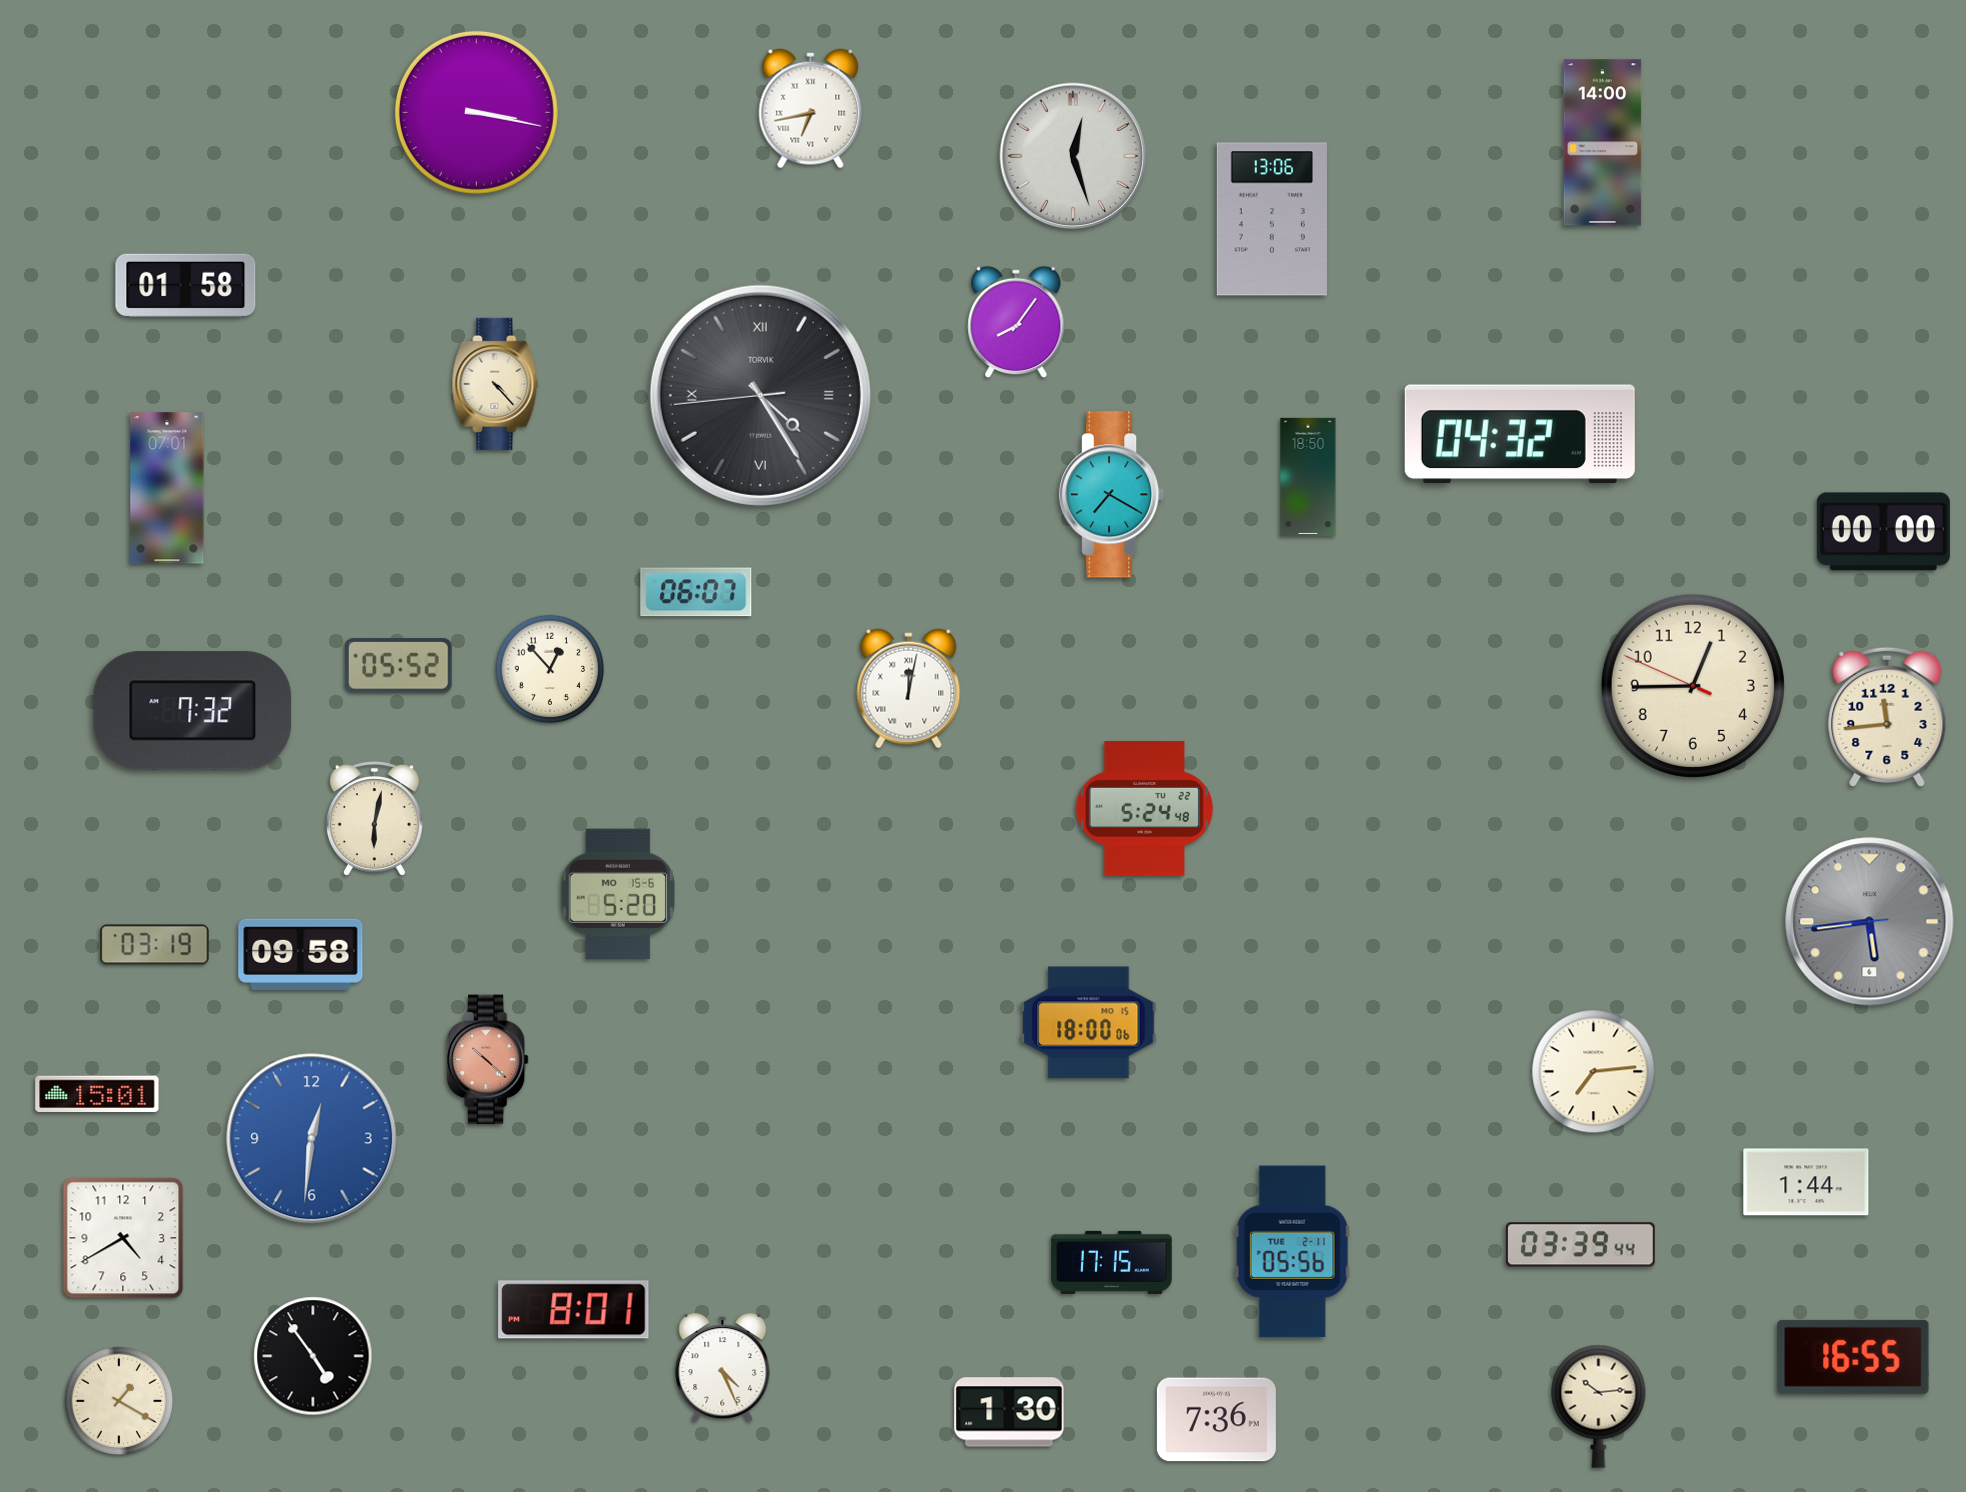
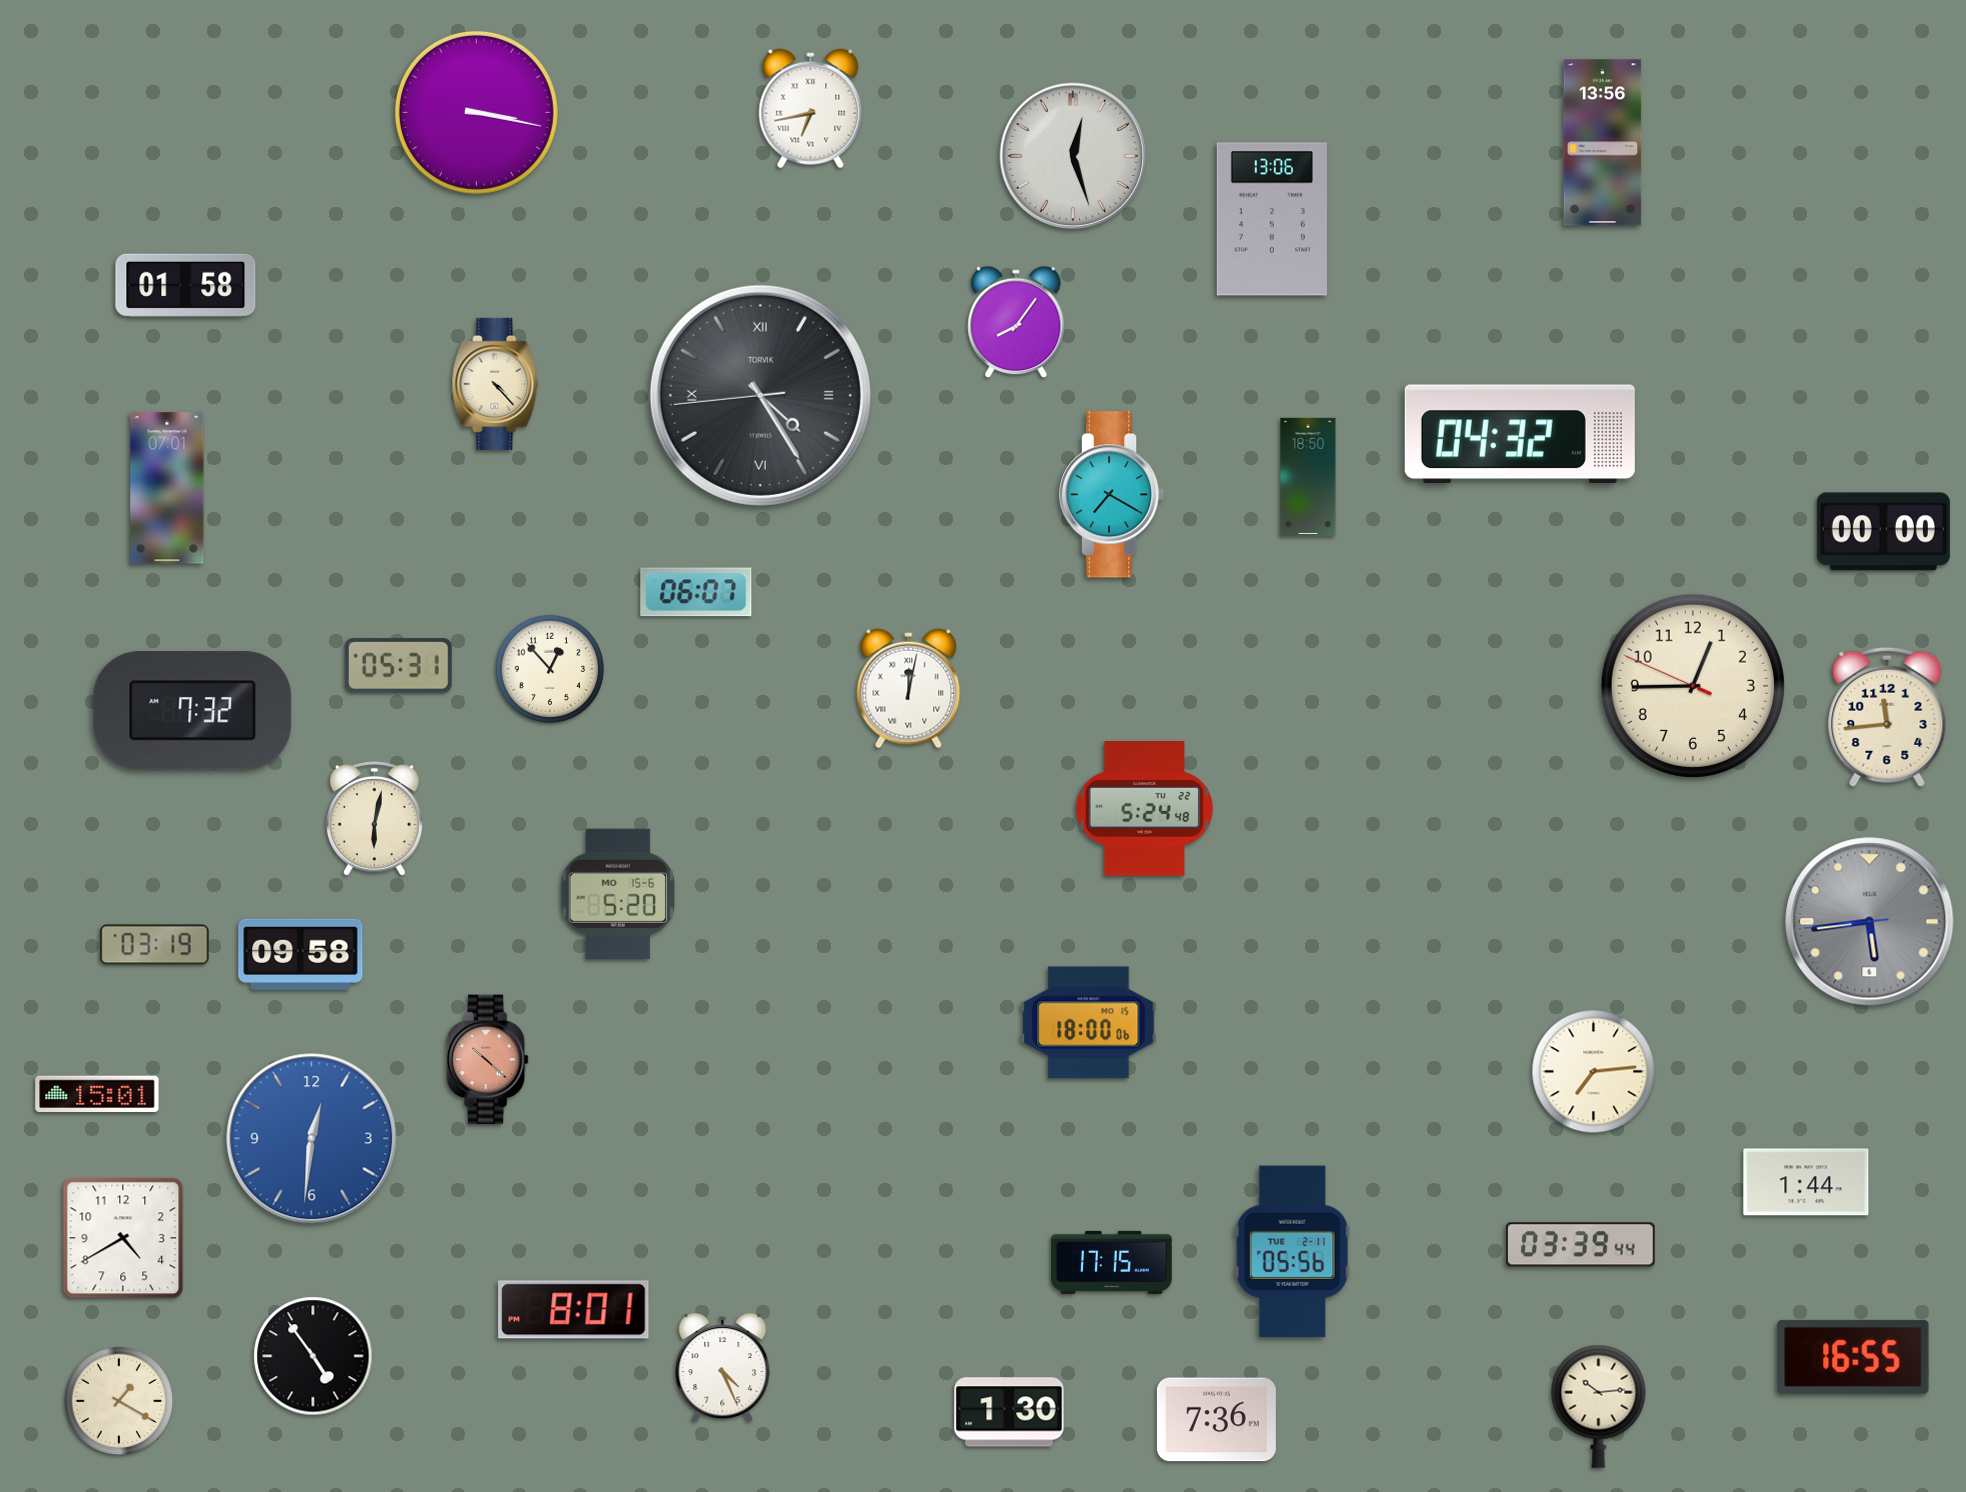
clock at (1603, 143): 14:00 -> 13:56
clock at (398, 666): 05:52 -> 05:31
